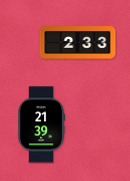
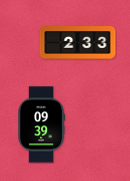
clock at (42, 125): 21:39 -> 09:39
